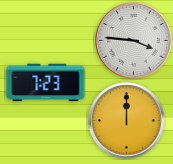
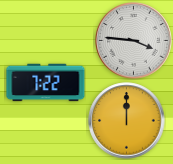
clock at (46, 83): 7:23 -> 7:22
